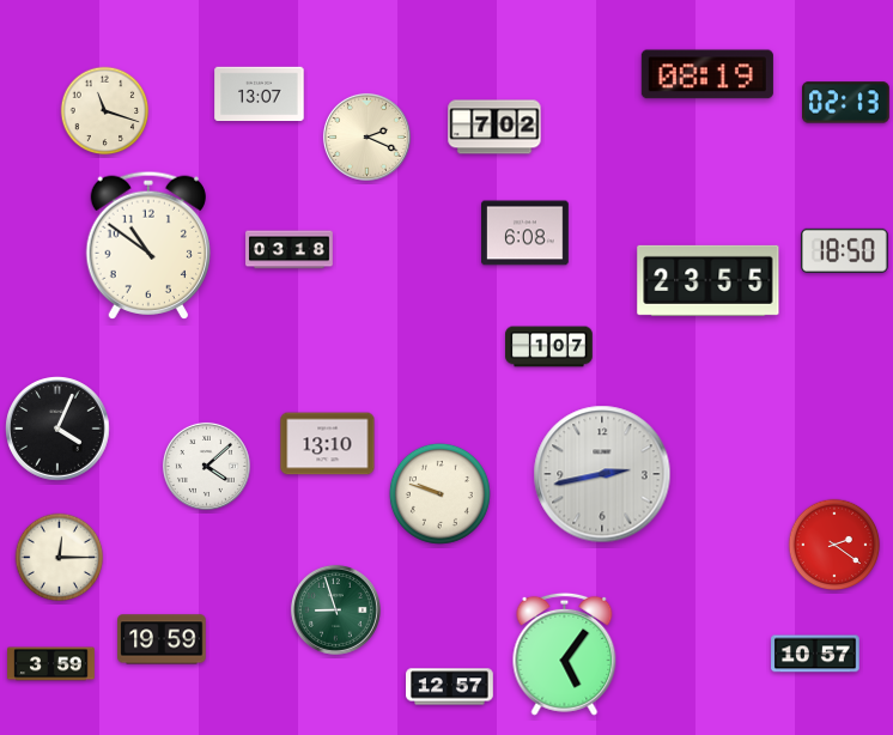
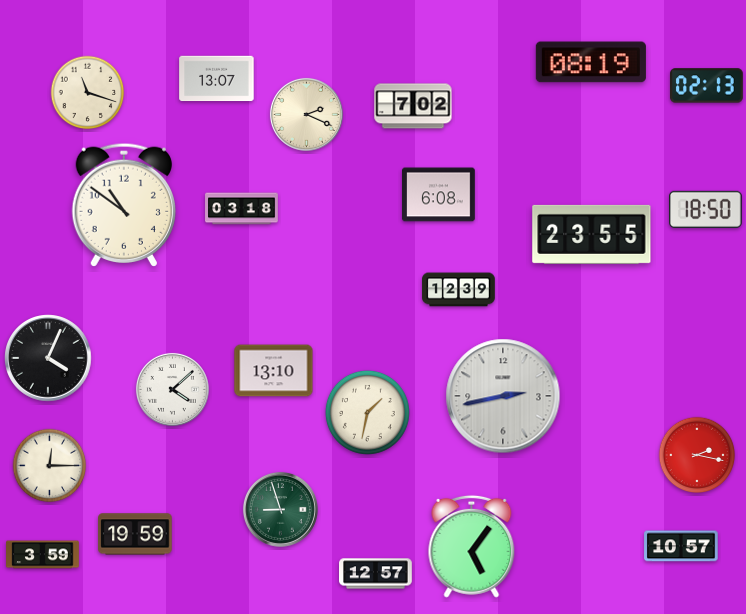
clock at (549, 347): 1:07 -> 12:39
clock at (439, 493): 9:48 -> 1:32
clock at (834, 545): 2:21 -> 2:17
